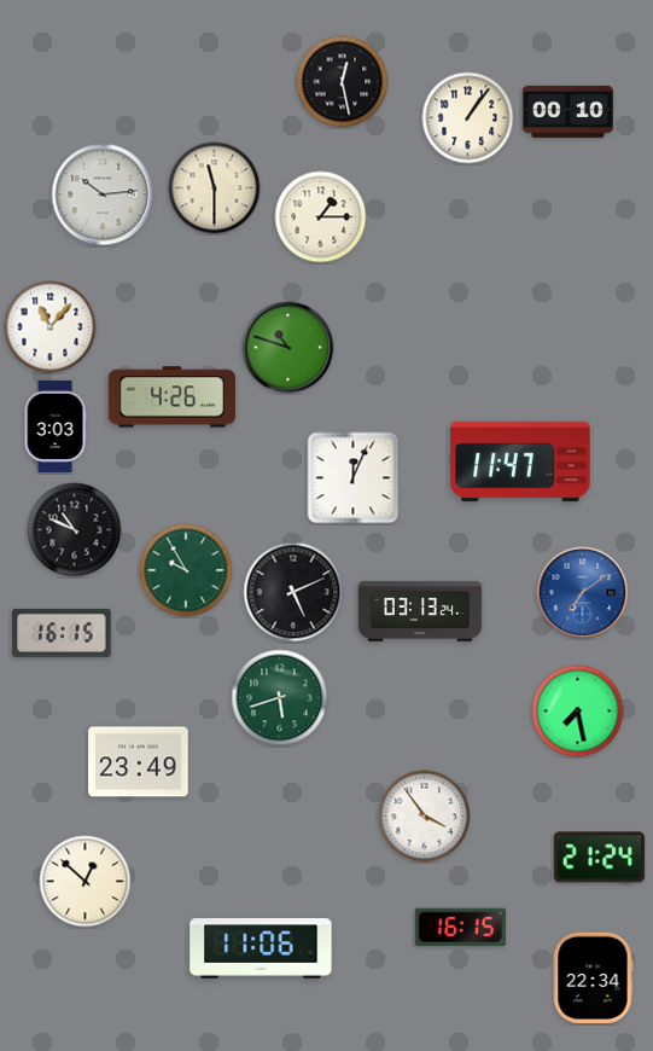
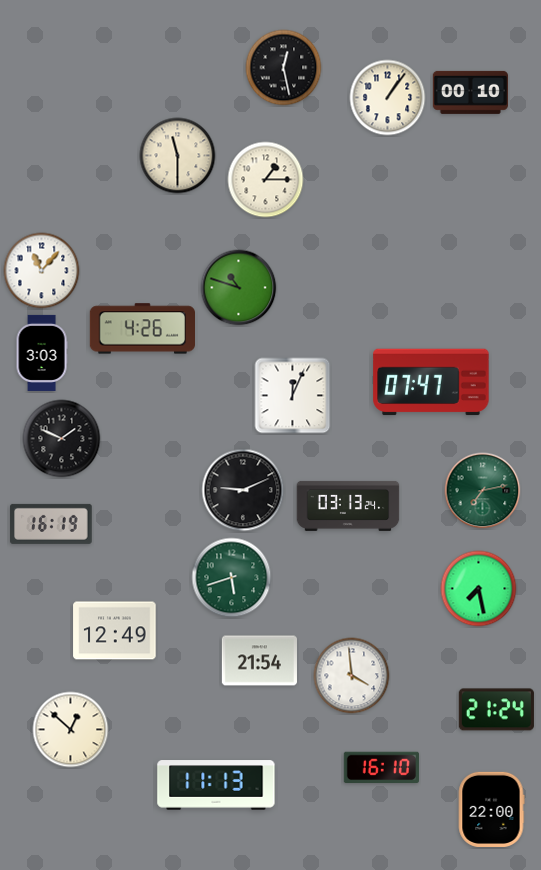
clock at (103, 194): 10:14 -> none
clock at (56, 426) position: (56, 426) -> (42, 353)
clock at (520, 461): 11:47 -> 07:47
clock at (75, 530): 10:49 -> 1:49
clock at (186, 570): 9:55 -> none
clock at (293, 592): 5:11 -> 9:11
clock at (583, 593): 7:09 -> 7:13
clock at (583, 593) dial: blue -> green
clock at (62, 633): 16:15 -> 16:19
clock at (139, 762): 23:49 -> 12:49
clock at (259, 661): none -> 21:54
clock at (425, 817): 3:54 -> 3:59
clock at (460, 928): 16:15 -> 16:10
clock at (261, 948): 11:06 -> 11:13
clock at (593, 977): 22:34 -> 22:00
